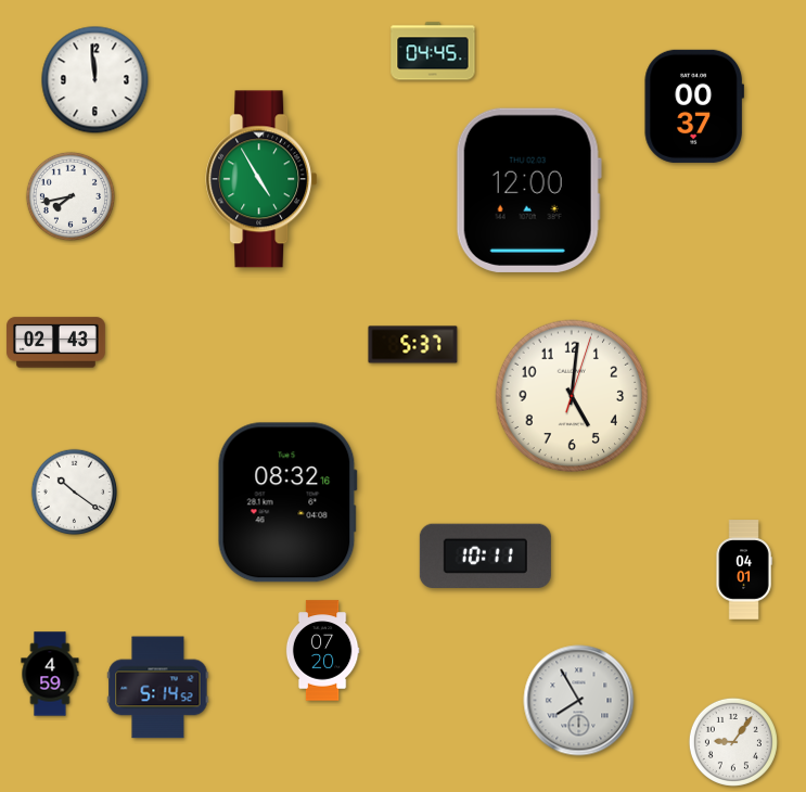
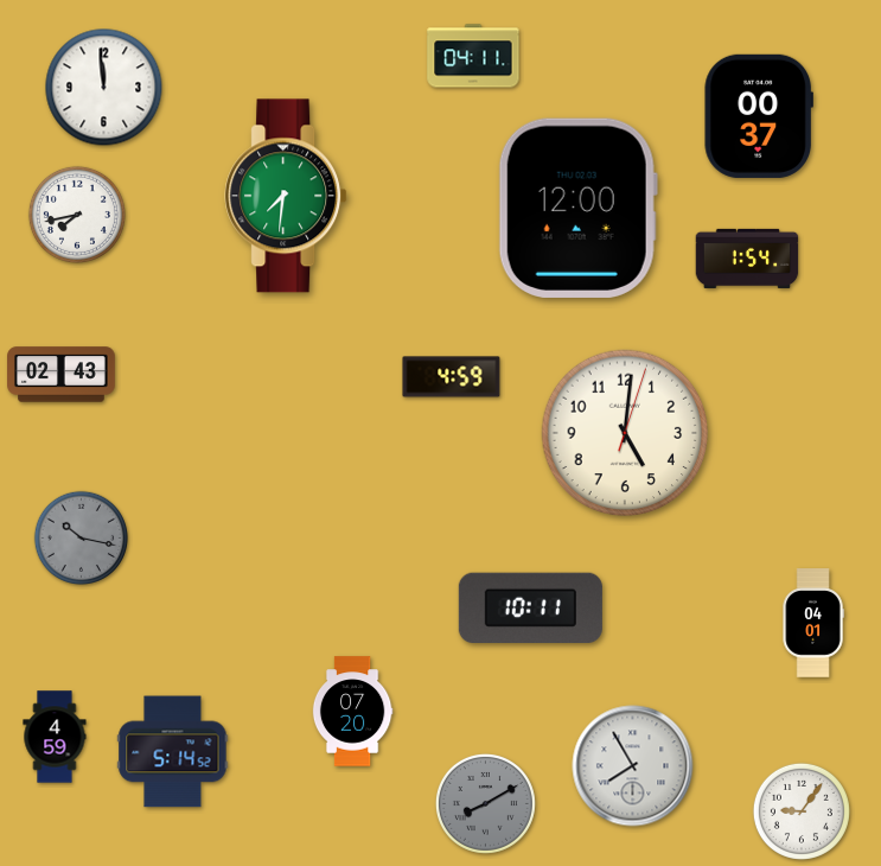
clock at (433, 51): 04:45 -> 04:11
clock at (261, 179): 4:55 -> 7:31
clock at (747, 259): none -> 1:54
clock at (413, 345): 5:37 -> 4:59
clock at (75, 493): 10:21 -> 10:17
clock at (75, 493) dial: white -> grey
clock at (287, 502): 08:32 -> none
clock at (485, 803): none -> 8:10
